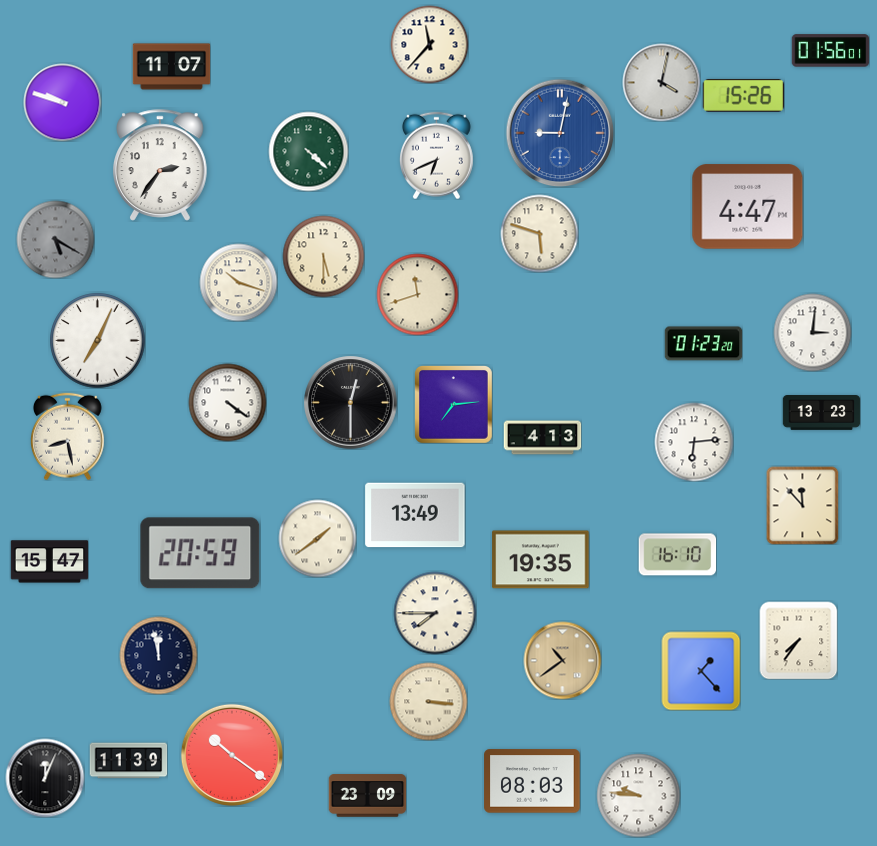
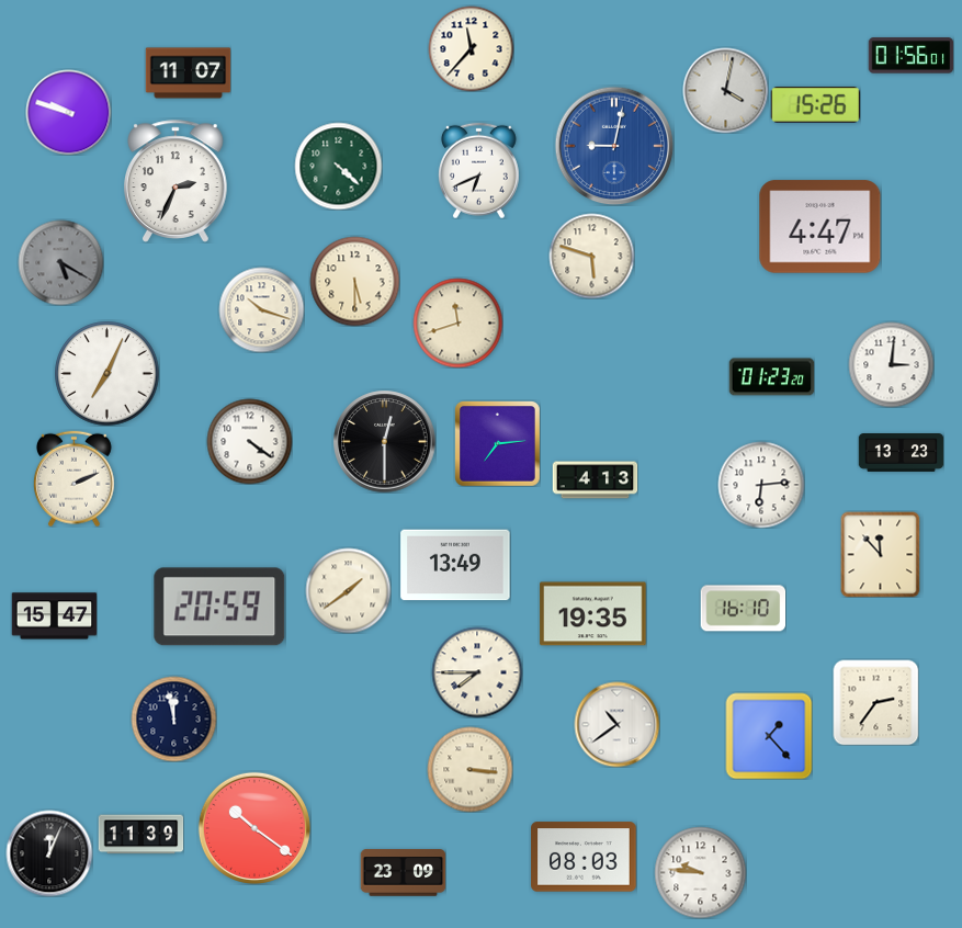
clock at (161, 165): 2:36 -> 2:34
clock at (67, 436): 8:28 -> 2:11
clock at (798, 640): 7:36 -> 2:36
clock at (562, 660) dial: champagne -> white
